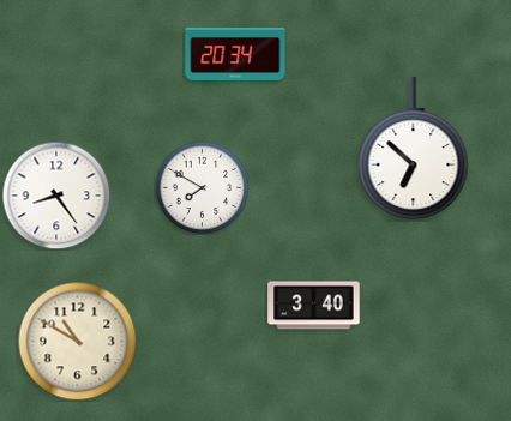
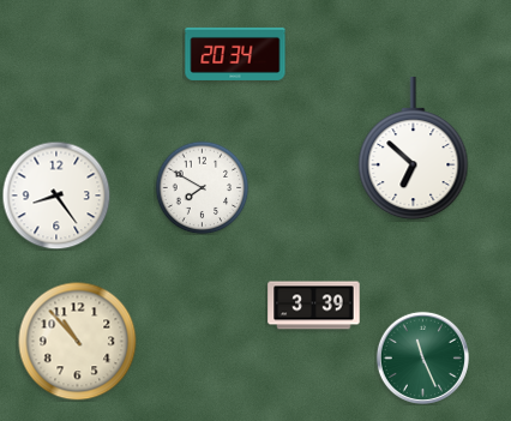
clock at (314, 306): 3:40 -> 3:39
clock at (78, 342): 10:50 -> 10:53
clock at (422, 357): none -> 11:26
